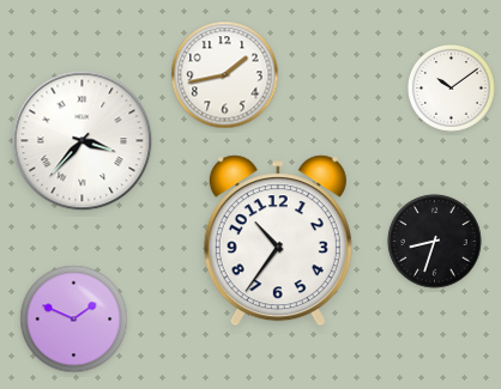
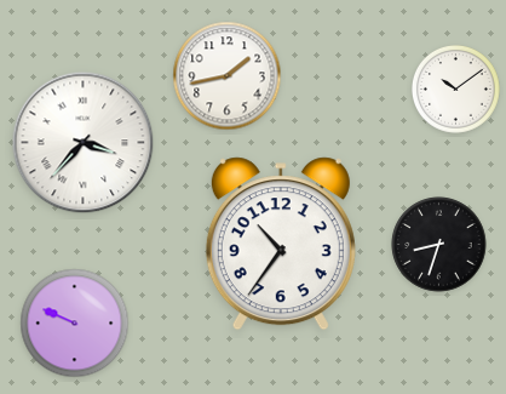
clock at (74, 320): 1:49 -> 9:49
